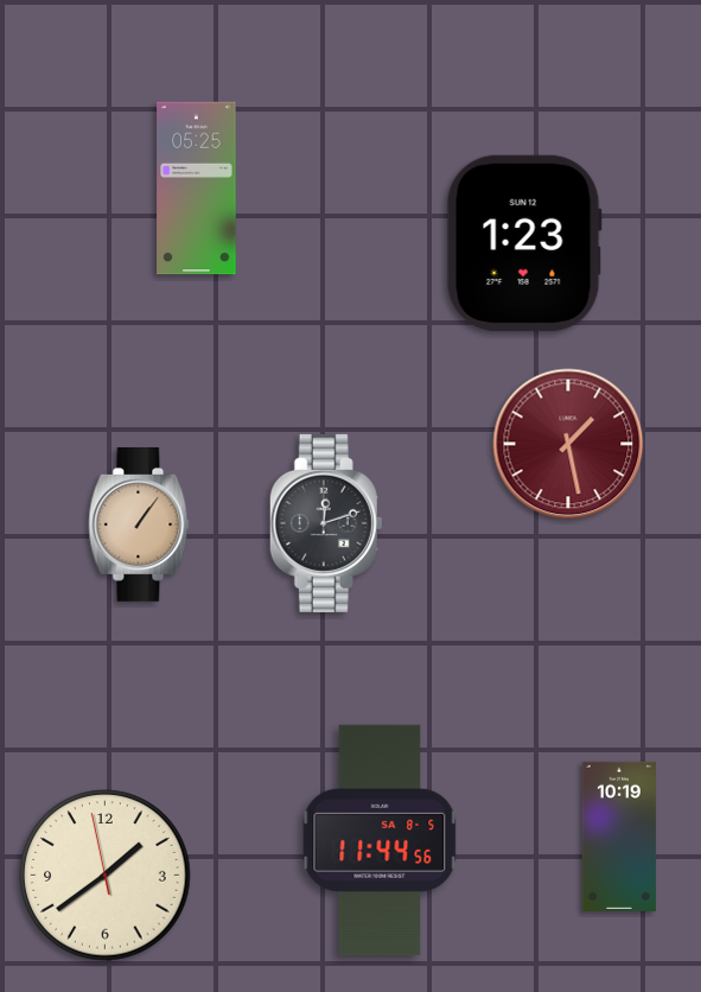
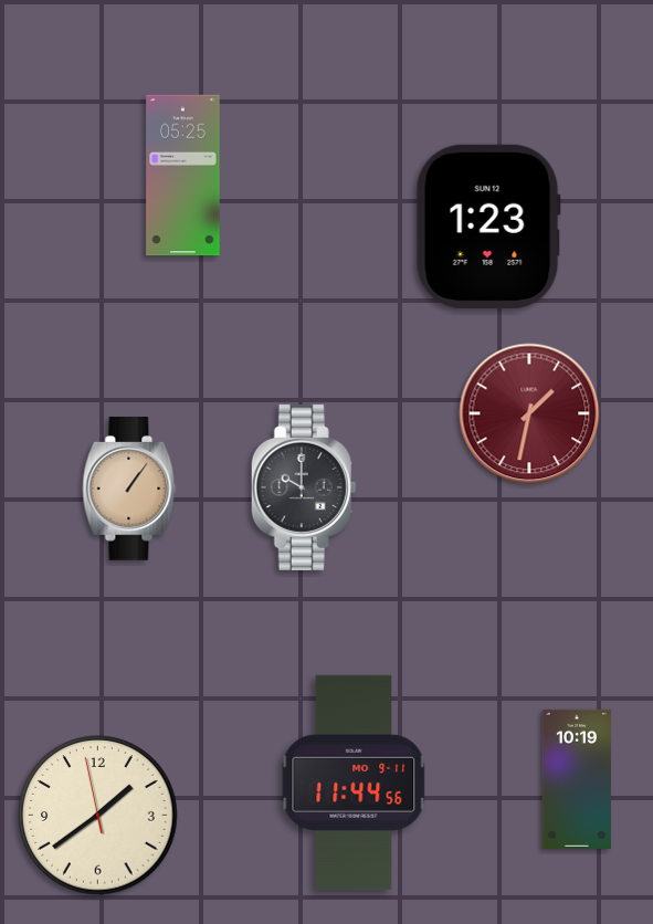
clock at (568, 444): 1:28 -> 1:32
clock at (326, 523): 12:12 -> 10:00
clock at (380, 840) date: SA 8-5 -> MO 9-11
